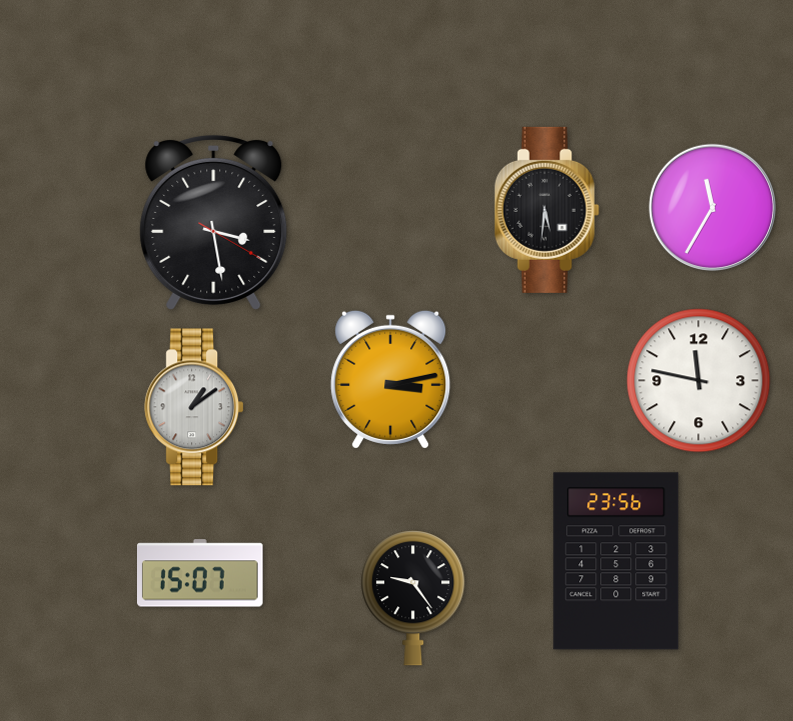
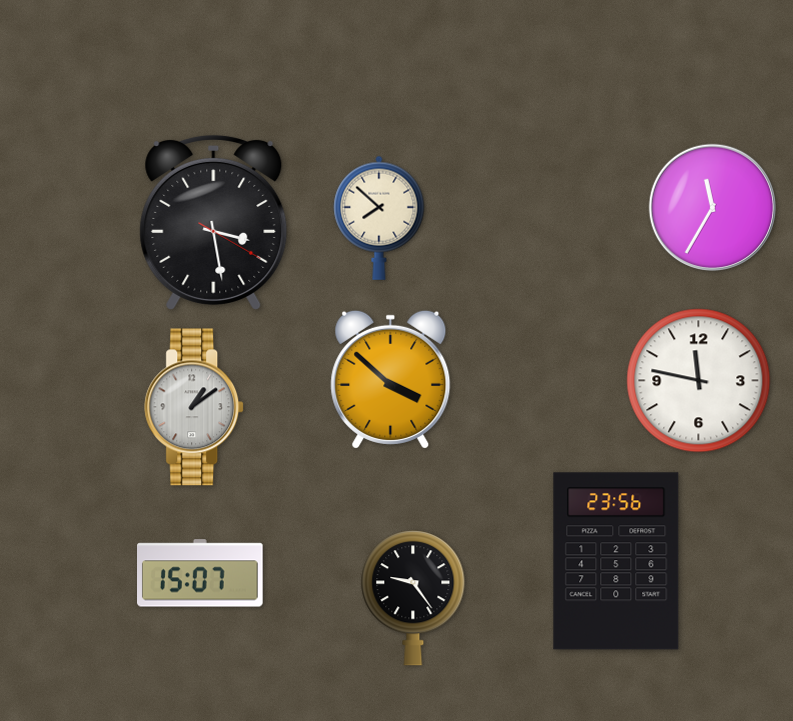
clock at (547, 210): 5:31 -> none
clock at (379, 218): none -> 7:52
clock at (391, 379): 3:13 -> 3:52
